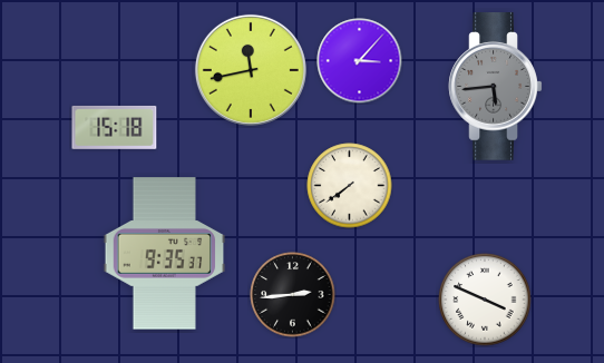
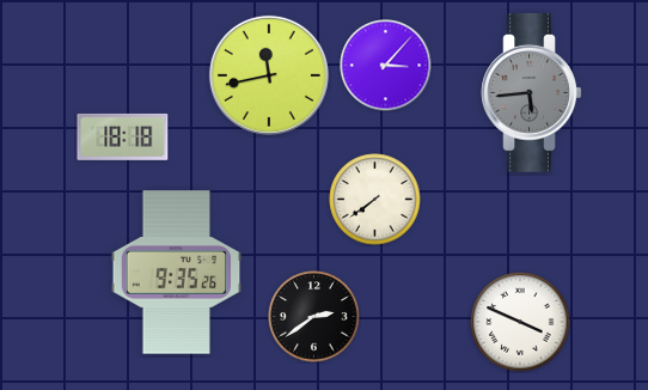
clock at (115, 127): 15:18 -> 18:18
clock at (165, 254): 9:35:37 -> 9:35:26
clock at (293, 295): 2:44 -> 2:39
